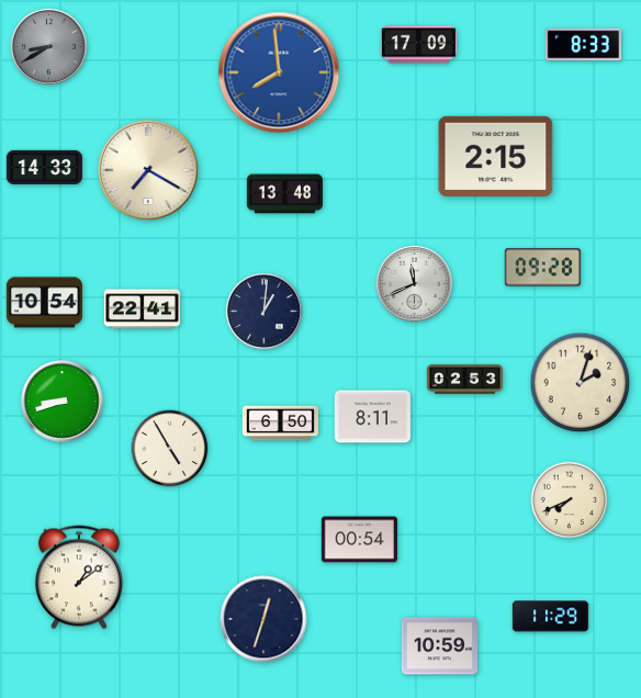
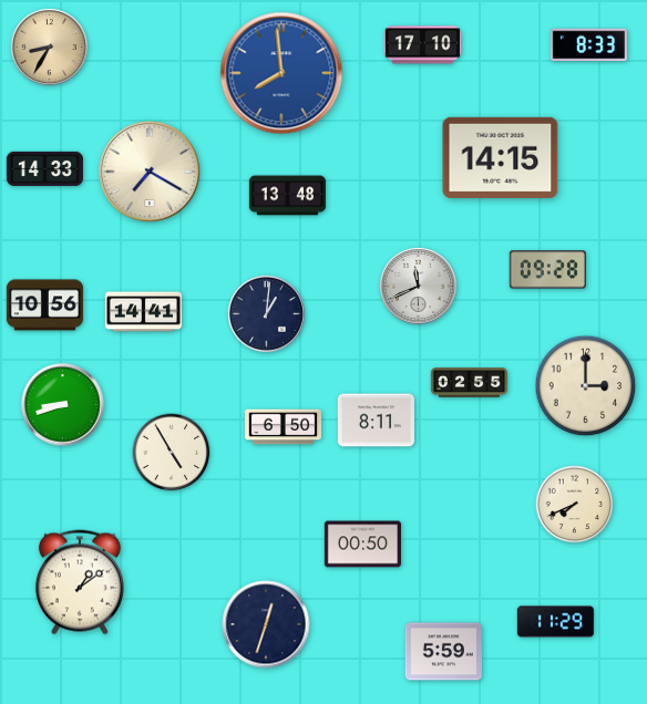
clock at (418, 45): 17:09 -> 17:10
clock at (48, 46): 8:40 -> 8:35
clock at (48, 46) dial: grey -> champagne
clock at (496, 156): 2:15 -> 14:15
clock at (44, 303): 10:54 -> 10:56
clock at (142, 309): 22:41 -> 14:41
clock at (464, 380): 02:53 -> 02:55
clock at (581, 383): 2:03 -> 3:00
clock at (359, 540): 00:54 -> 00:50
clock at (439, 646): 10:59 -> 5:59
